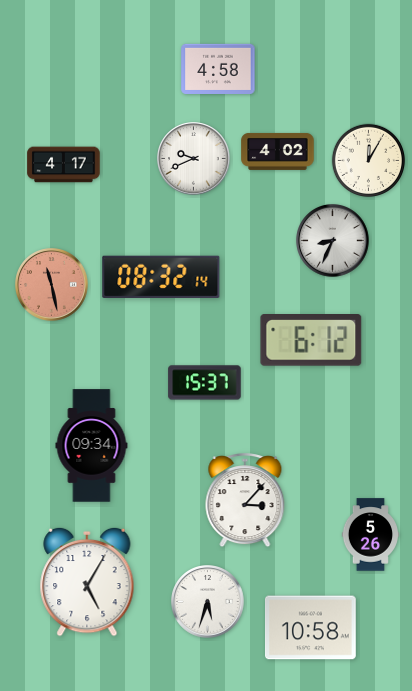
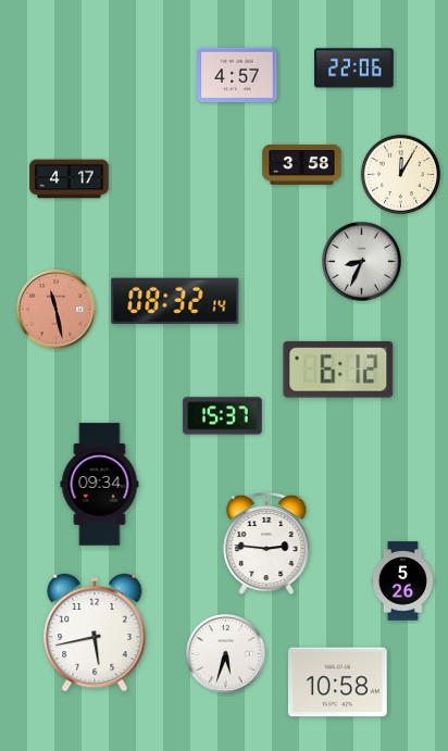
clock at (354, 68): none -> 22:06
clock at (218, 68): 4:58 -> 4:57
clock at (278, 151): 4:02 -> 3:58
clock at (194, 159): 9:41 -> none
clock at (245, 501): 3:07 -> 2:46
clock at (87, 582): 5:05 -> 5:43
